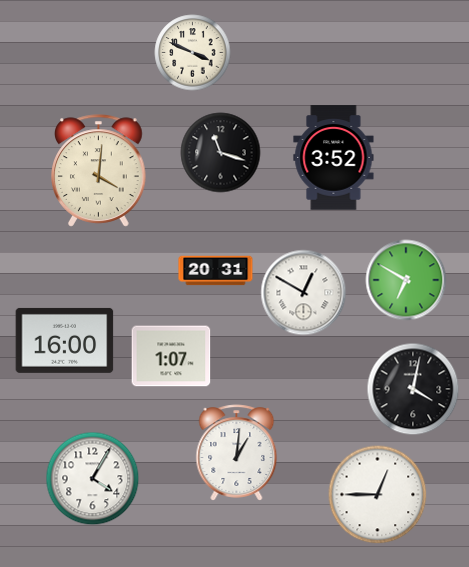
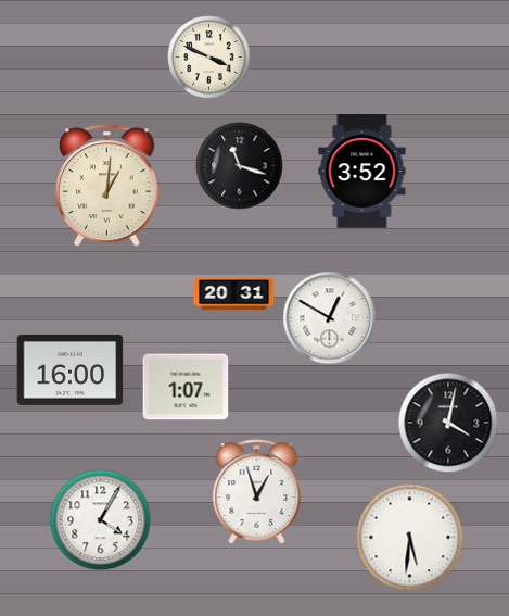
clock at (99, 171): 4:01 -> 1:01
clock at (406, 280): 6:50 -> none
clock at (237, 453): 1:01 -> 12:57
clock at (378, 495): 12:45 -> 5:31
